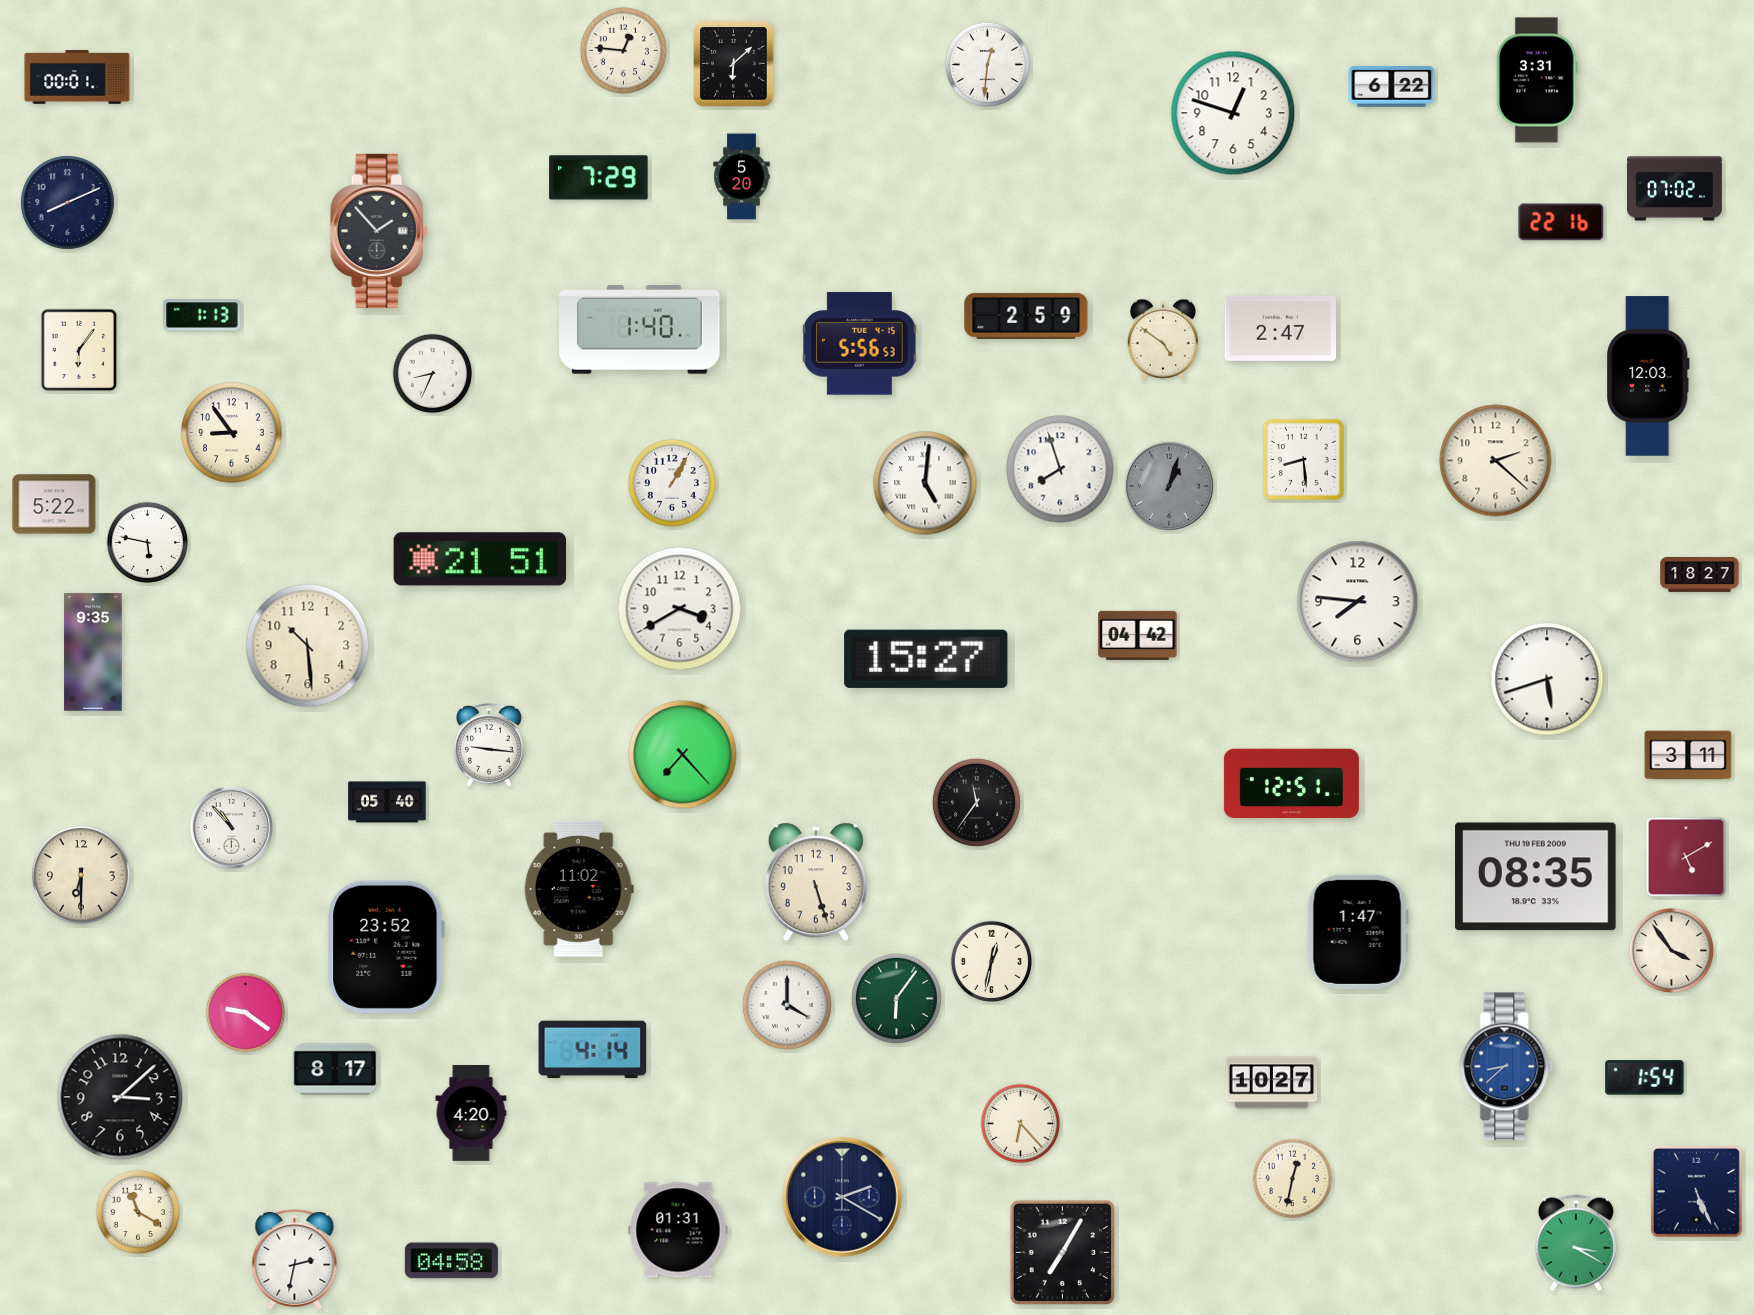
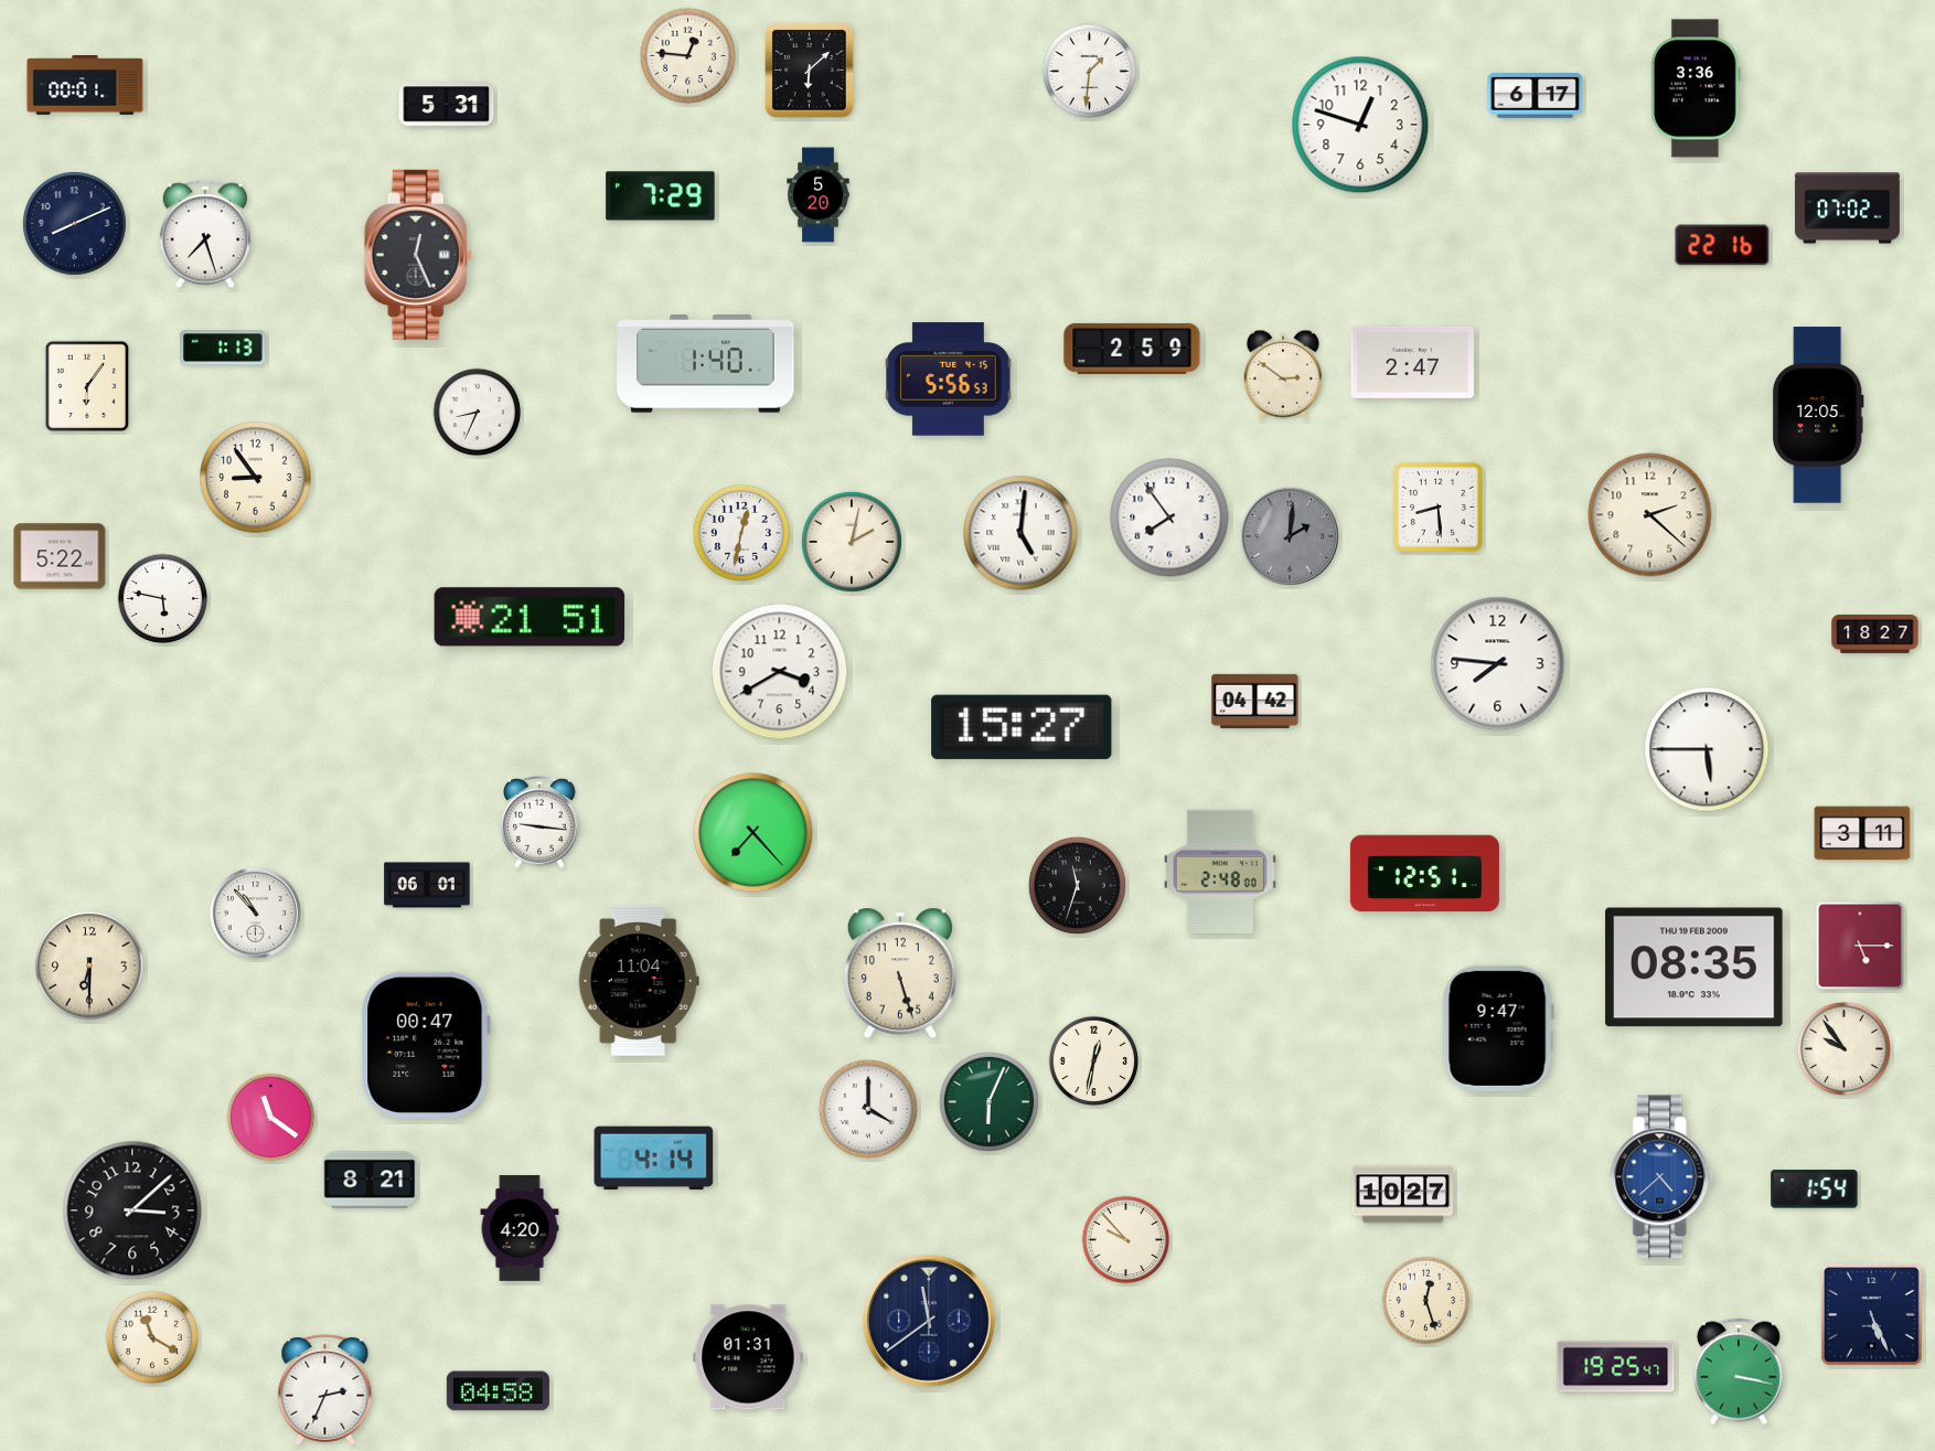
clock at (987, 64): 12:31 -> 1:31
clock at (1538, 80): 3:31 -> 3:36
clock at (1392, 87): 6:22 -> 6:17
clock at (447, 105): none -> 5:31
clock at (205, 234): none -> 7:27
clock at (379, 231): 1:53 -> 12:26
clock at (1162, 340): 4:51 -> 2:51
clock at (1648, 376): 12:03 -> 12:05
clock at (1496, 461) position: (1496, 461) -> (1650, 515)
clock at (1060, 469): 7:57 -> 7:54
clock at (672, 483): 1:05 -> 12:32
clock at (1169, 486): 1:03 -> 2:01
clock at (852, 542): none -> 2:02
clock at (680, 609) position: (680, 609) -> (780, 672)
clock at (308, 646): 10:29 -> none
clock at (93, 652): 9:35 -> none
clock at (1547, 679): 5:42 -> 5:45
clock at (1291, 784) position: (1291, 784) -> (1424, 874)
clock at (1220, 872): none -> 2:48
clock at (387, 802): 05:40 -> 06:01
clock at (976, 802): 11:36 -> 11:33
clock at (1686, 857): 5:10 -> 5:15
clock at (579, 889): 11:02 -> 11:04
clock at (1358, 932): 1:47 -> 9:47
clock at (386, 947): 23:52 -> 00:47
clock at (1671, 950): 3:54 -> 9:54
clock at (896, 998): 6:06 -> 6:04
clock at (246, 1013): 9:21 -> 11:21
clock at (1507, 1067): 8:38 -> 4:38
clock at (335, 1069): 8:17 -> 8:21
clock at (1021, 1124): 6:23 -> 9:53
clock at (1293, 1179): 12:32 -> 12:27
clock at (842, 1197): 2:20 -> 11:39
clock at (1616, 1367): none -> 19:25
clock at (1576, 1243): 3:20 -> 3:17
clock at (1062, 1252): 7:05 -> none
clock at (295, 1259): 2:32 -> 2:34
